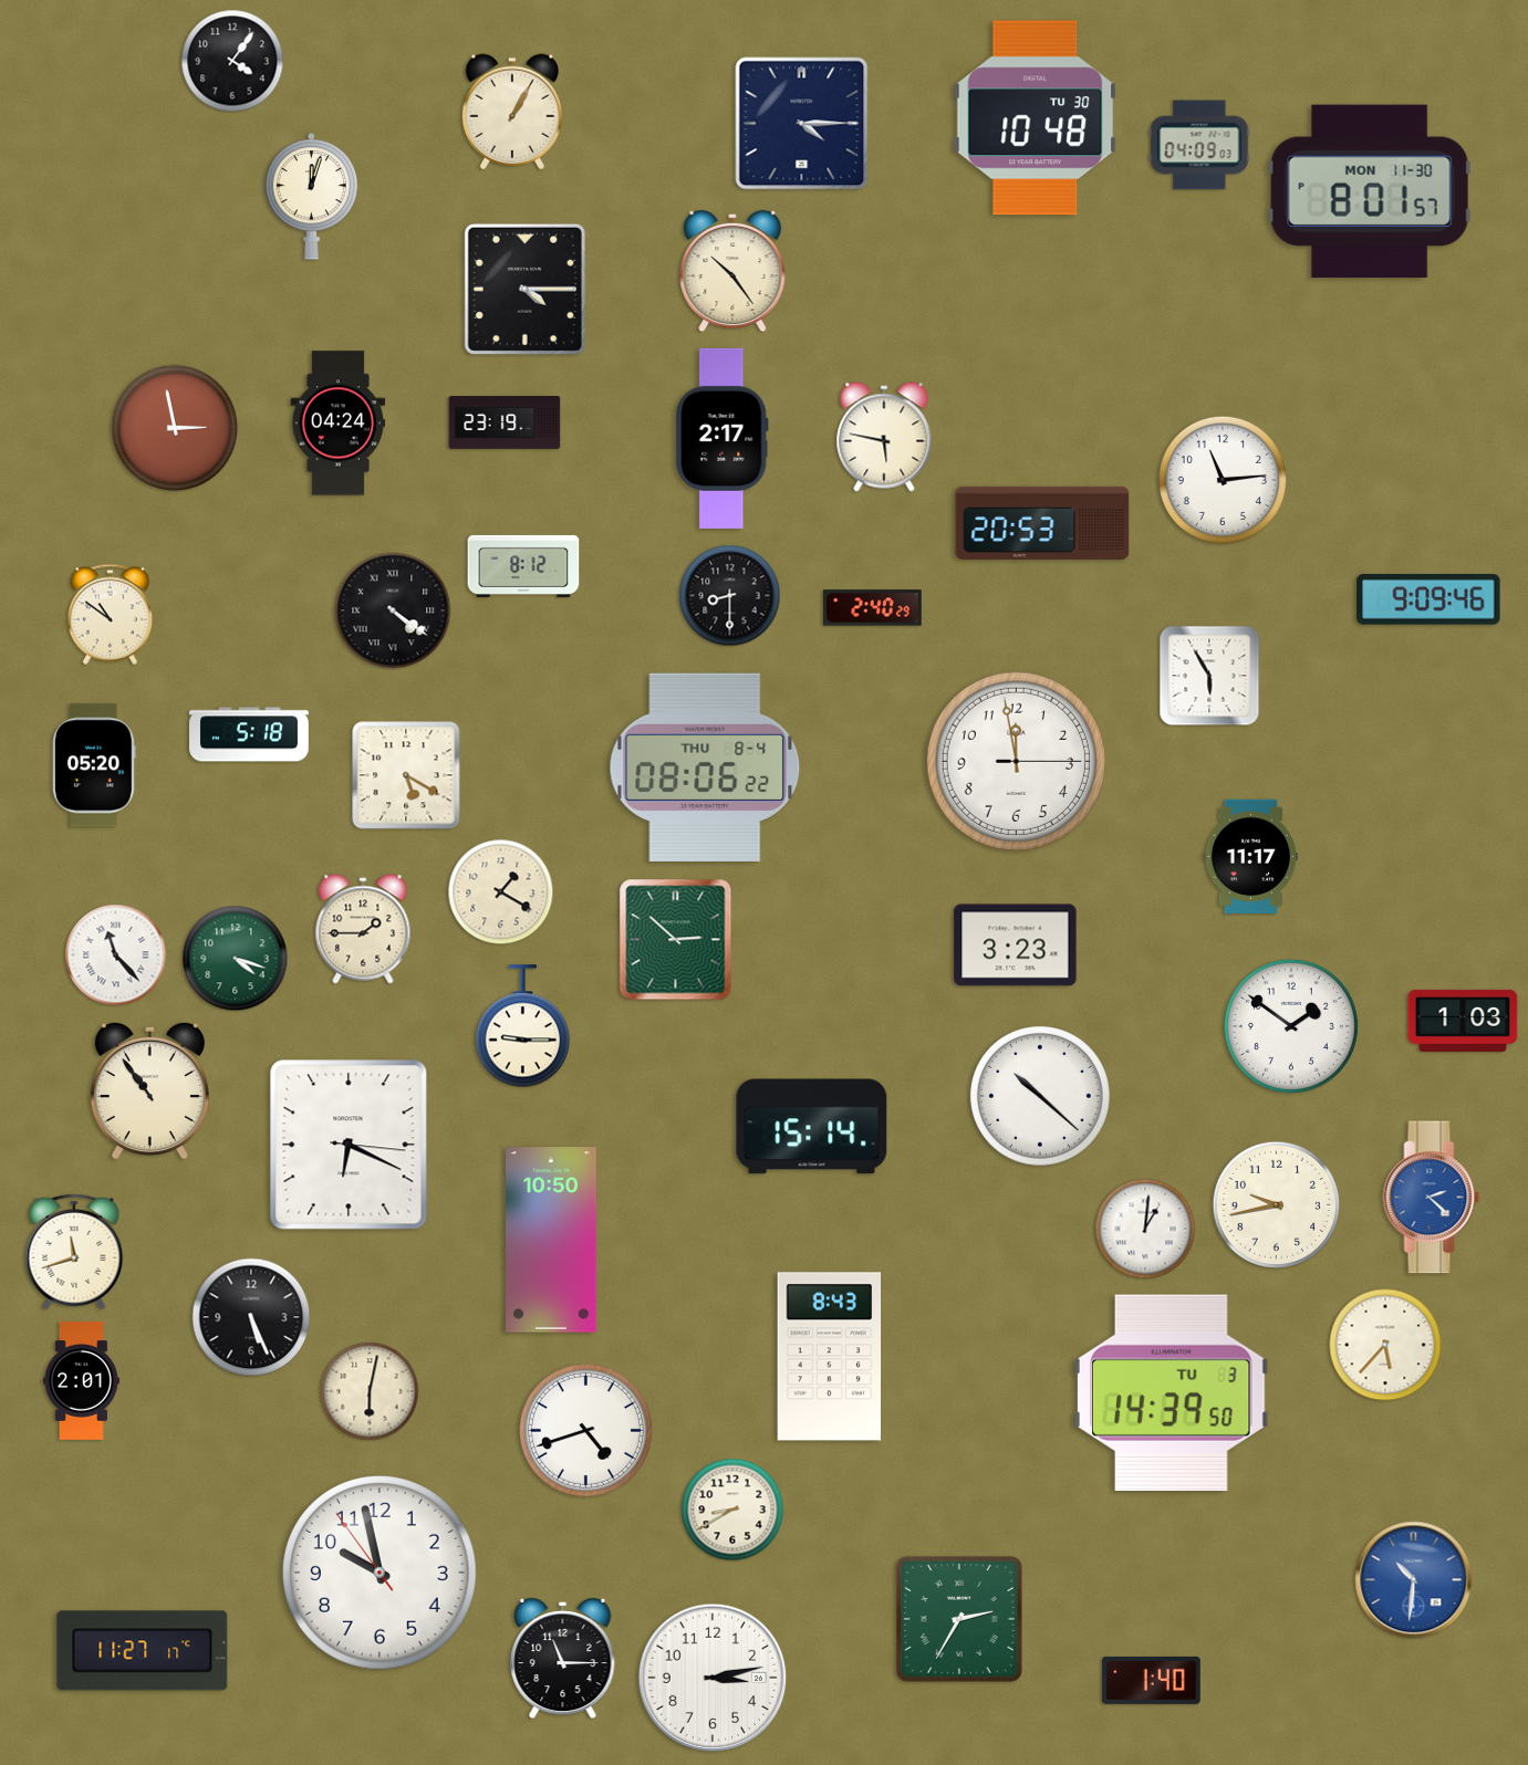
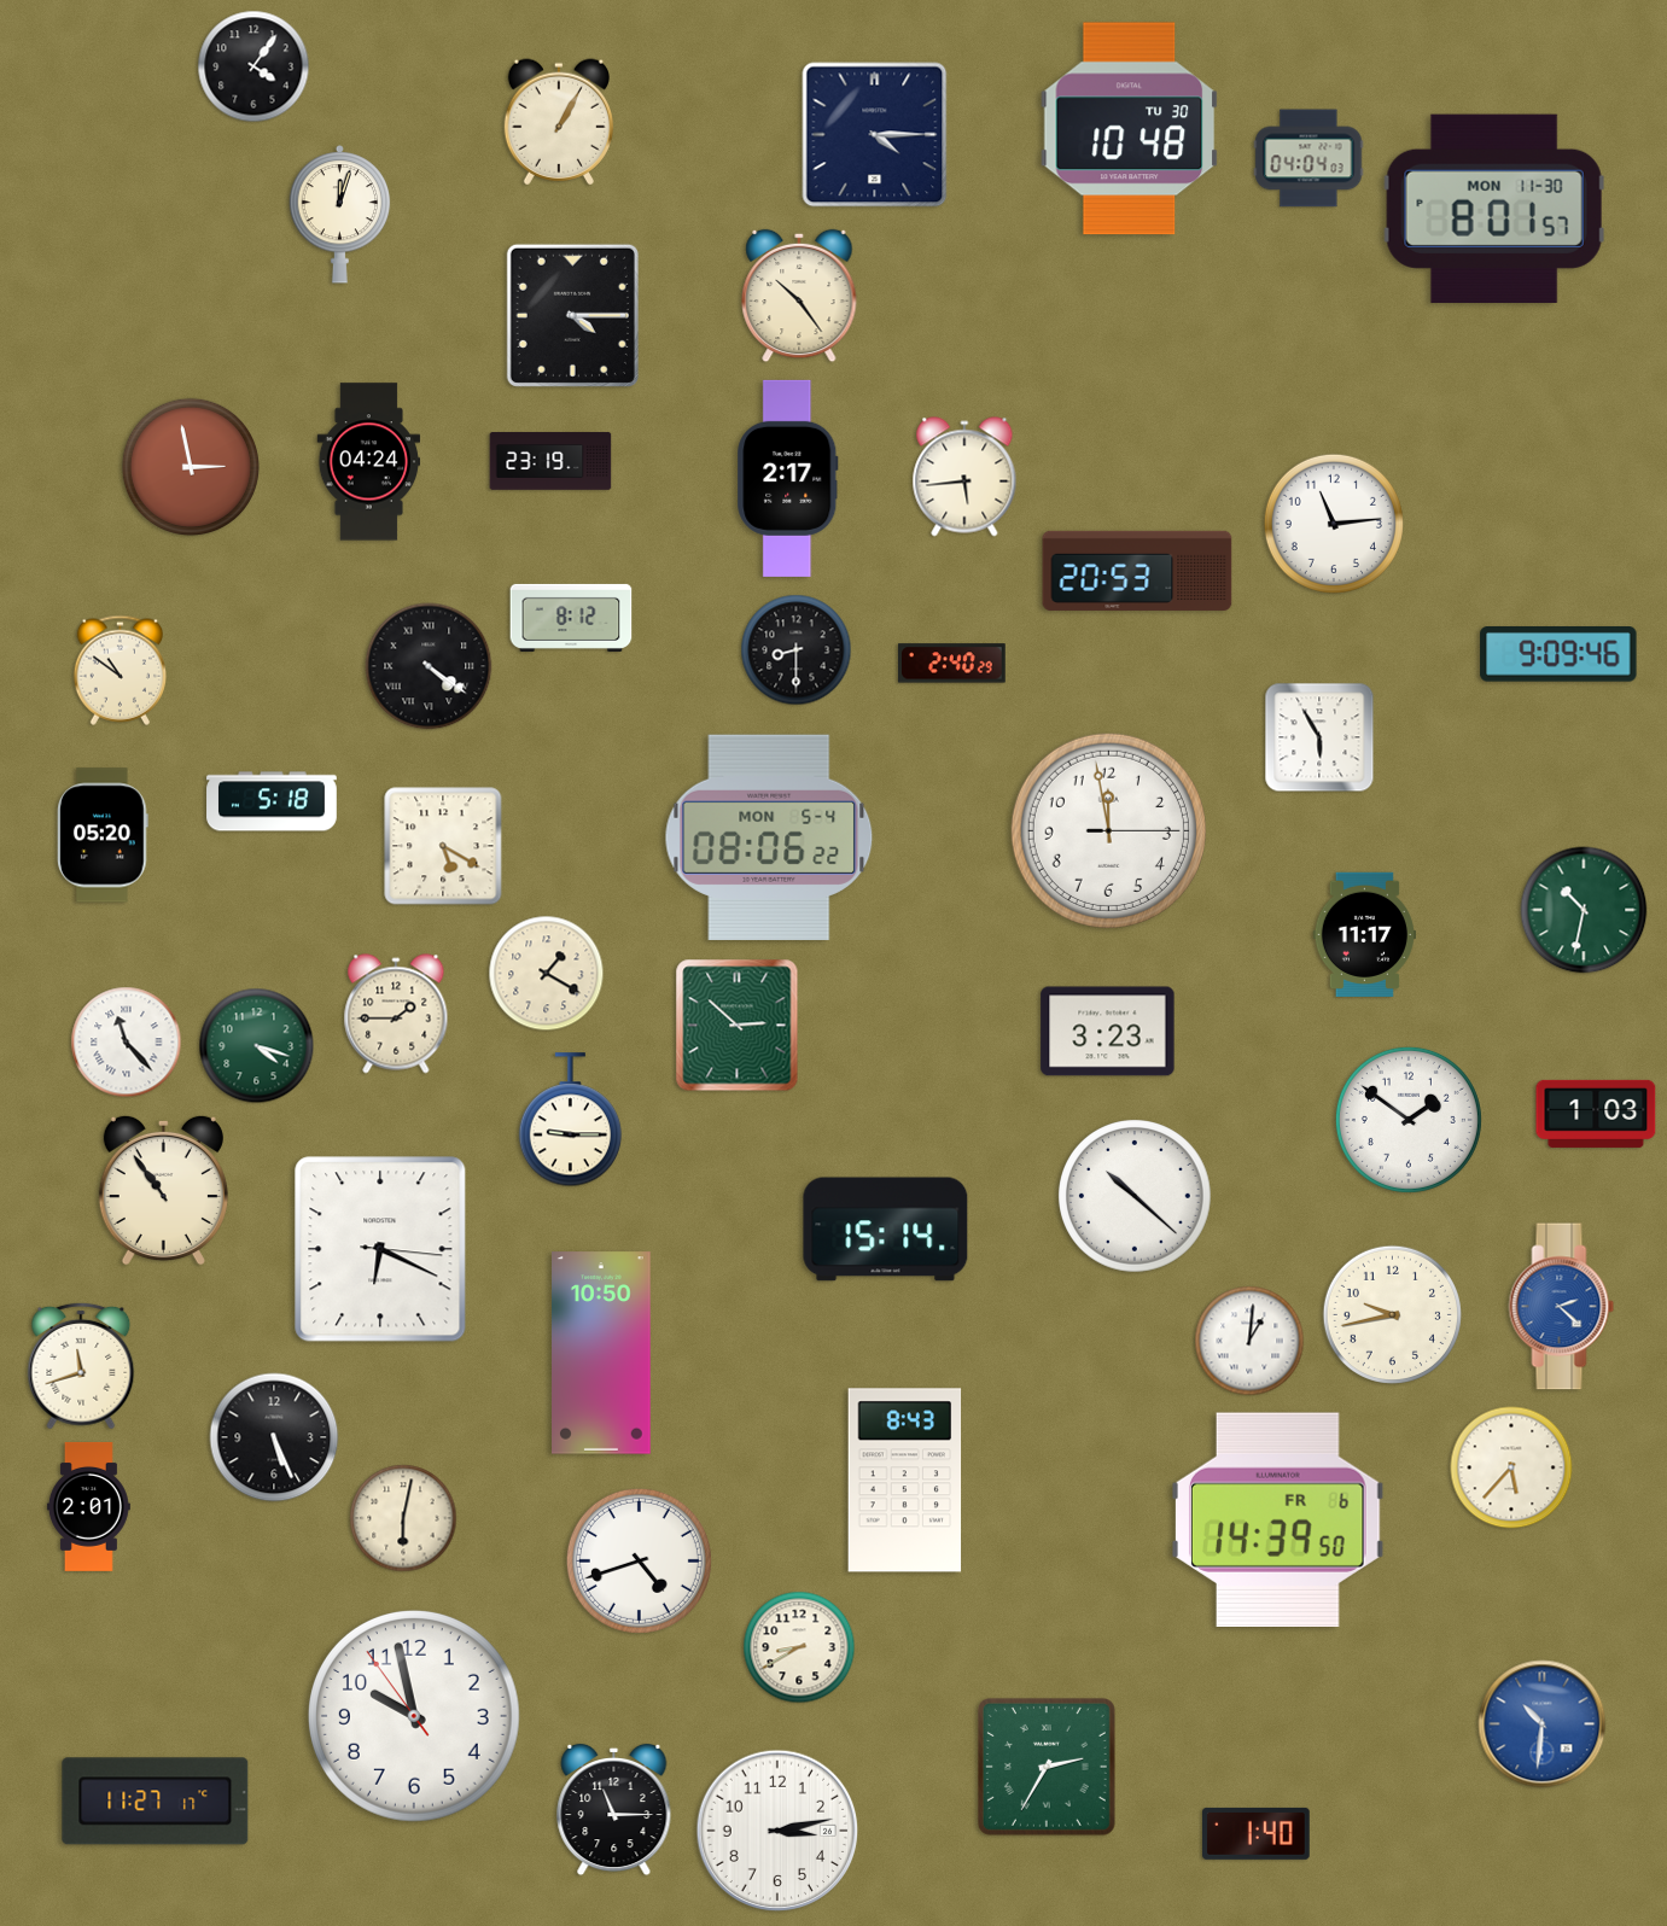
clock at (1199, 145): 04:09 -> 04:04
clock at (884, 437): 5:47 -> 5:44
clock at (705, 767) date: THU 8-4 -> MON 5-4
clock at (1584, 910): none -> 10:32
clock at (1172, 1392) date: TU 3 -> FR 6
